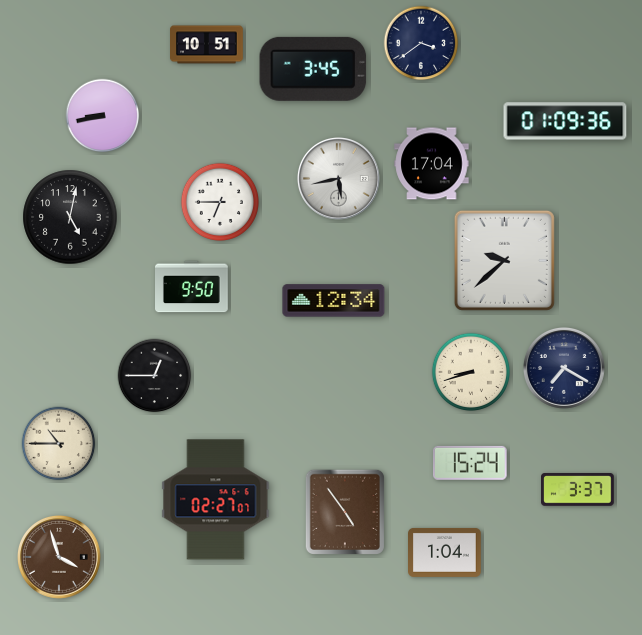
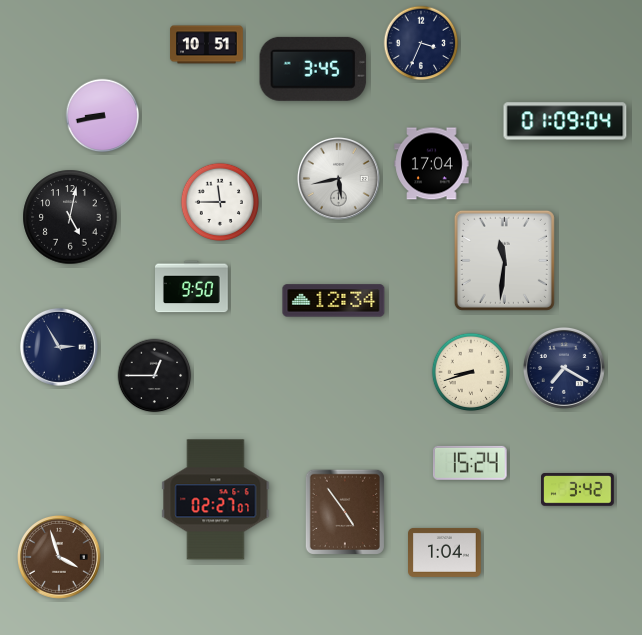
clock at (421, 43): 3:39 -> 3:34
clock at (565, 121): 01:09:36 -> 01:09:04
clock at (219, 201): 6:45 -> 11:45
clock at (504, 260): 9:38 -> 11:31
clock at (59, 347): none -> 2:55
clock at (59, 444): 10:45 -> none
clock at (578, 490): 3:37 -> 3:42
